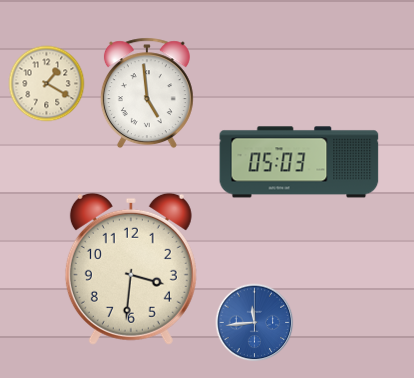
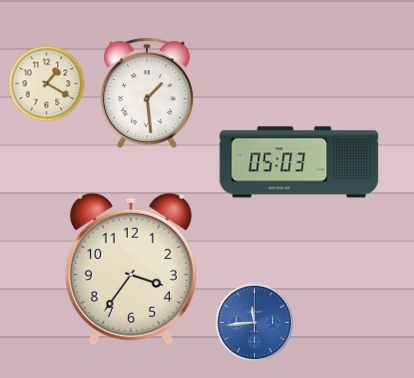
clock at (147, 93): 4:59 -> 1:29
clock at (131, 269): 3:31 -> 3:36
